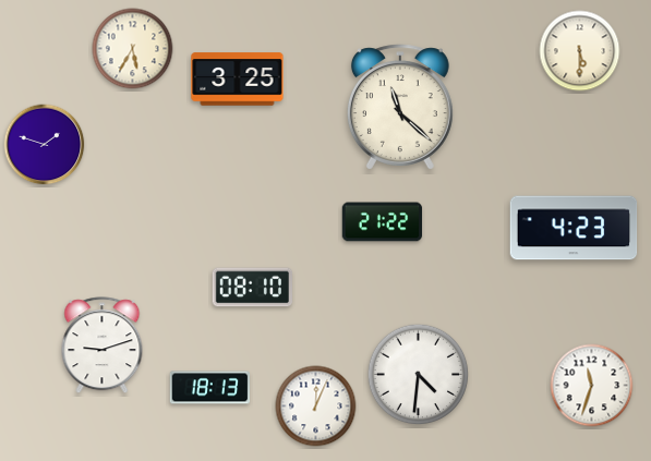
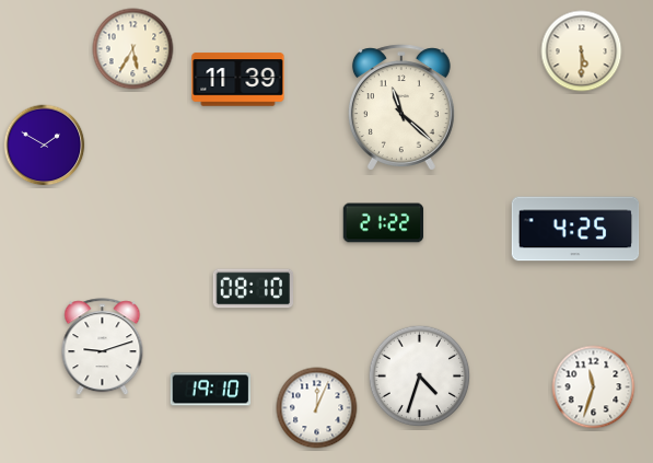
clock at (238, 80): 3:25 -> 11:39
clock at (45, 145): 1:48 -> 1:50
clock at (574, 228): 4:23 -> 4:25
clock at (419, 375): 4:31 -> 4:33
clock at (210, 388): 18:13 -> 19:10
